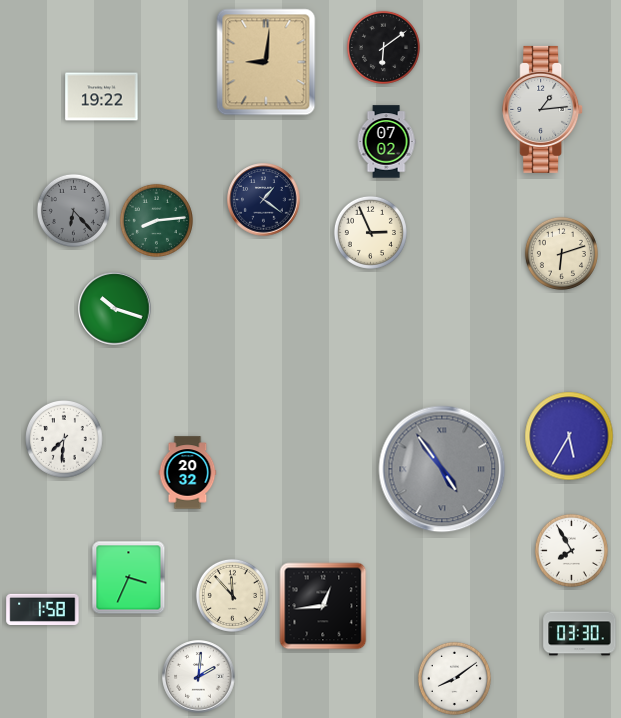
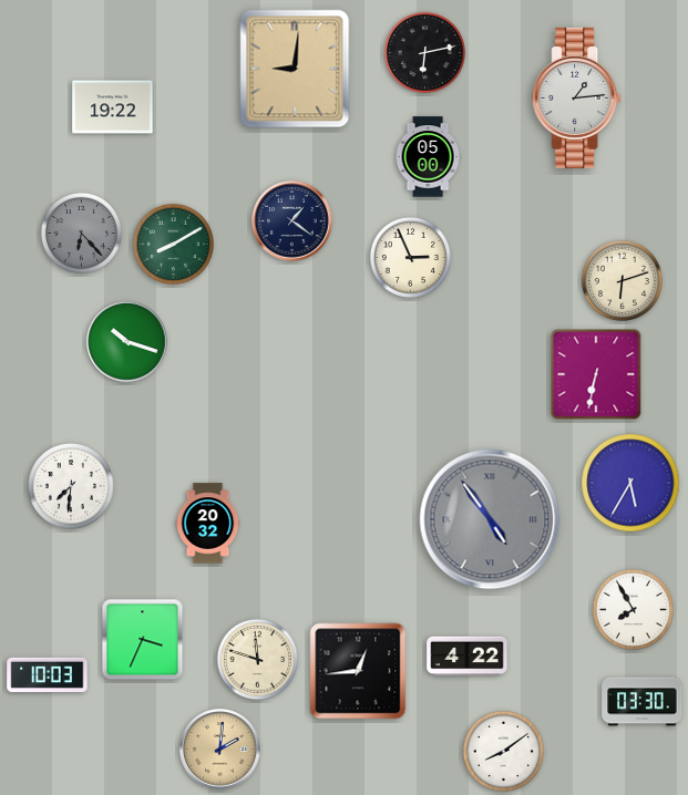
clock at (383, 47): 6:09 -> 6:13
clock at (543, 109) position: (543, 109) -> (577, 97)
clock at (386, 142): 07:02 -> 05:00
clock at (156, 220): 8:14 -> 8:10
clock at (596, 374): none -> 6:32
clock at (468, 657): none -> 4:22
clock at (232, 595): 11:53 -> 11:48
clock at (43, 609): 1:58 -> 10:03
clock at (199, 677) dial: white -> champagne
